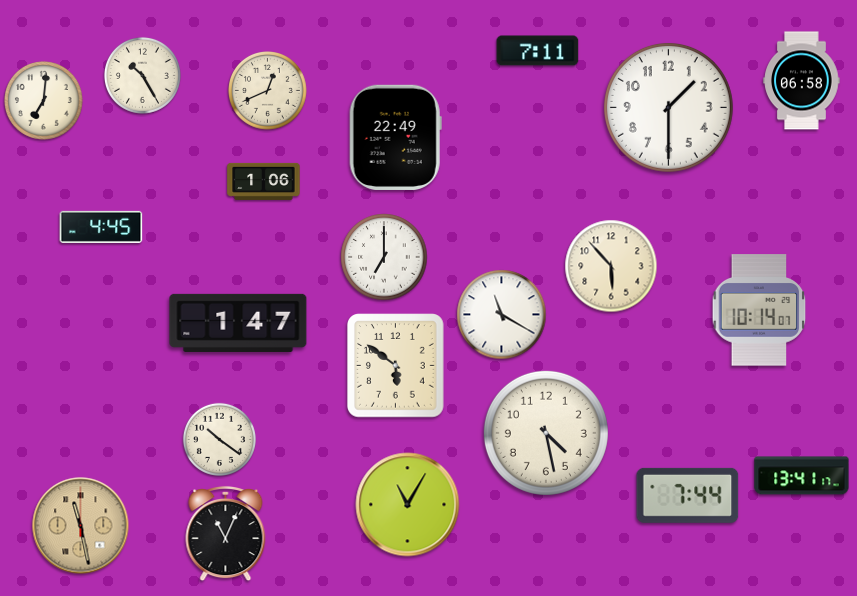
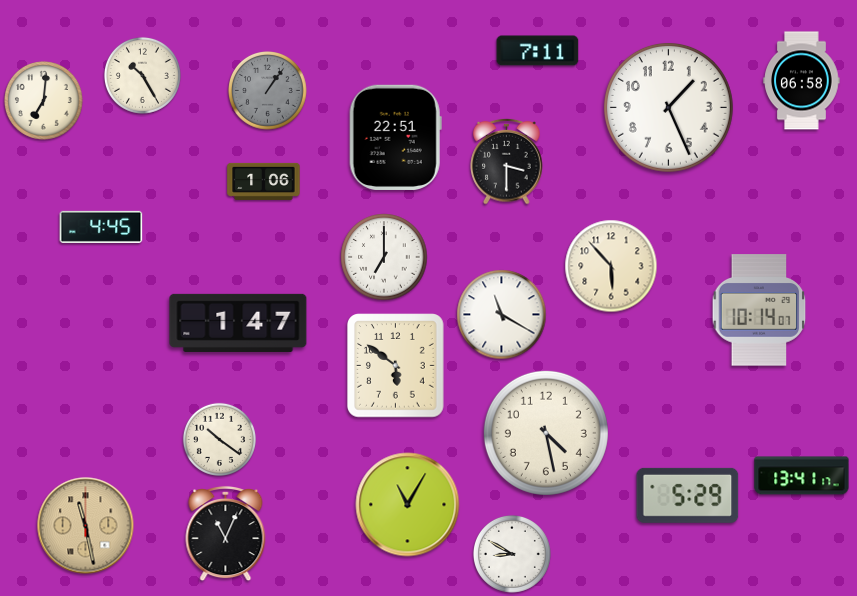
clock at (268, 91): 12:41 -> 1:06
clock at (268, 91) dial: cream -> grey
clock at (668, 107): 1:30 -> 1:26
clock at (395, 137): 22:49 -> 22:51
clock at (507, 161): none -> 3:30
clock at (688, 495): 7:44 -> 5:29
clock at (81, 526) position: (81, 526) -> (86, 526)
clock at (512, 554): none -> 8:50
